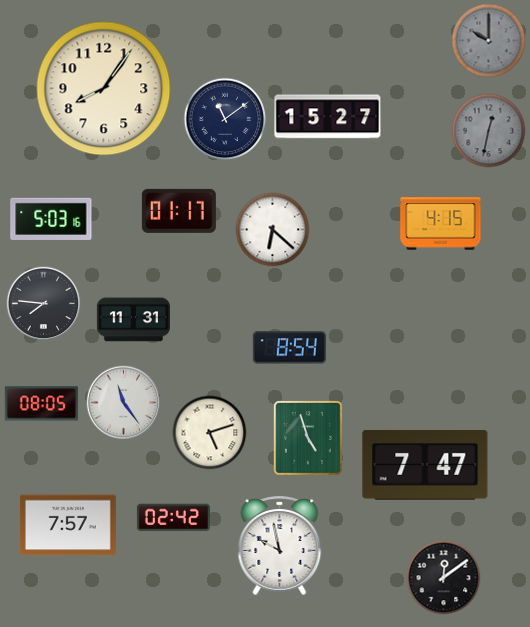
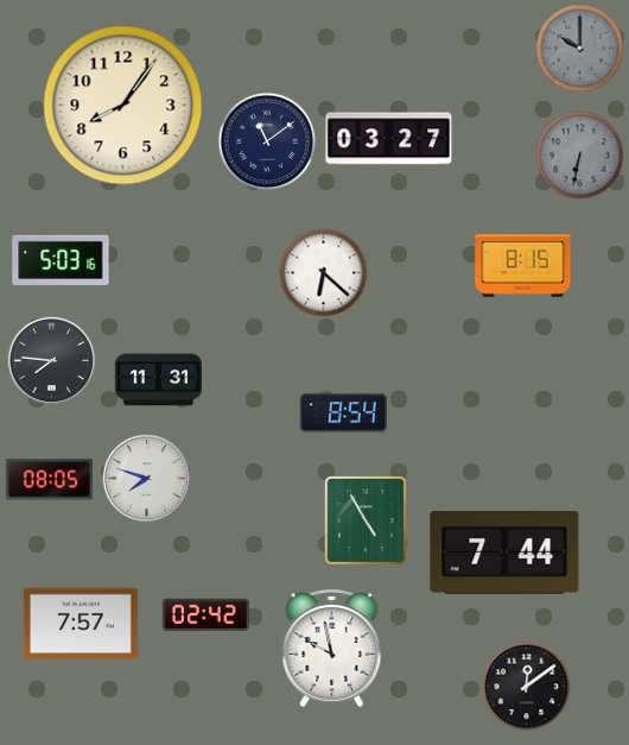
clock at (328, 117): 15:27 -> 03:27
clock at (489, 131): 12:32 -> 6:32
clock at (179, 211): 01:17 -> none
clock at (441, 224): 4:15 -> 8:15
clock at (124, 403): 11:24 -> 7:48
clock at (210, 433): 5:12 -> none
clock at (309, 439): 4:57 -> 4:55
clock at (425, 465): 7:47 -> 7:44
